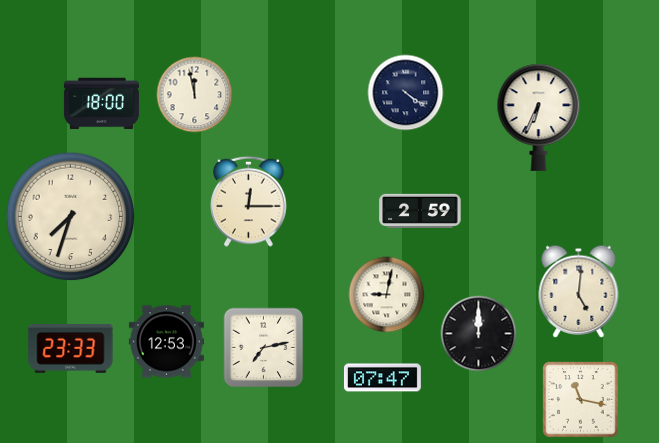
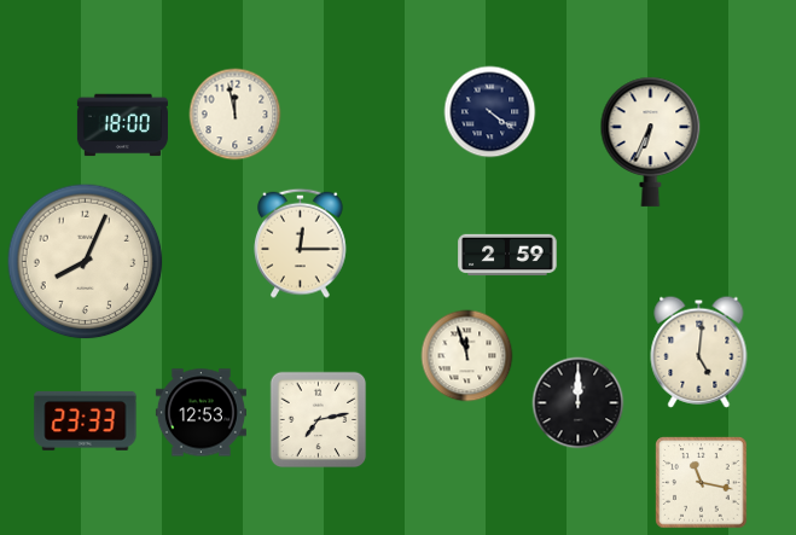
clock at (71, 217): 7:33 -> 8:04
clock at (387, 295): 9:02 -> 11:57
clock at (382, 378): 07:47 -> none
